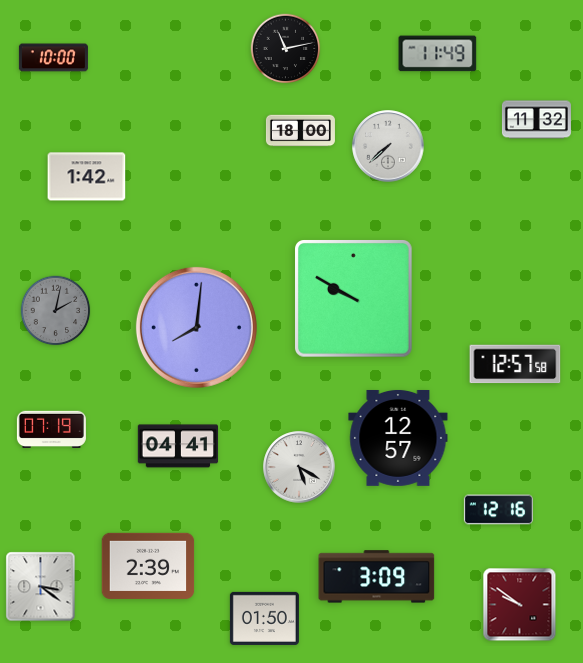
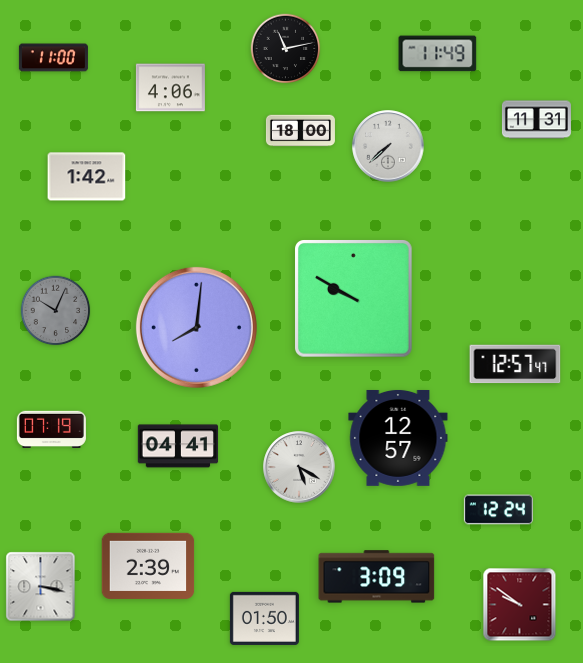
clock at (53, 58): 10:00 -> 11:00
clock at (170, 88): none -> 4:06
clock at (536, 120): 11:32 -> 11:31
clock at (56, 311): 2:02 -> 10:04
clock at (515, 364): 12:57:58 -> 12:57:47
clock at (498, 510): 12:16 -> 12:24
clock at (41, 587): 3:21 -> 3:17
